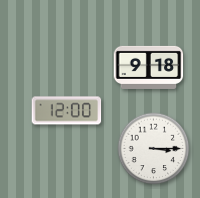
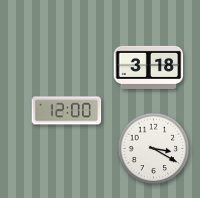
clock at (149, 67): 9:18 -> 3:18
clock at (154, 149): 3:15 -> 3:20
